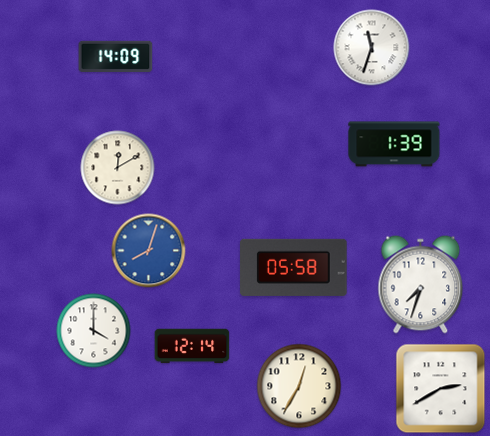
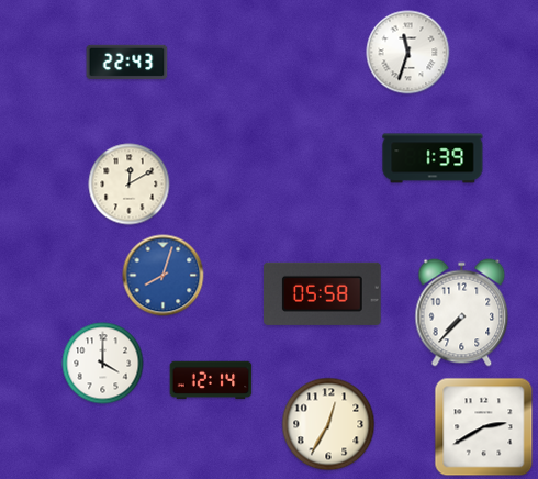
clock at (116, 56): 14:09 -> 22:43
clock at (421, 285): 7:33 -> 7:37
